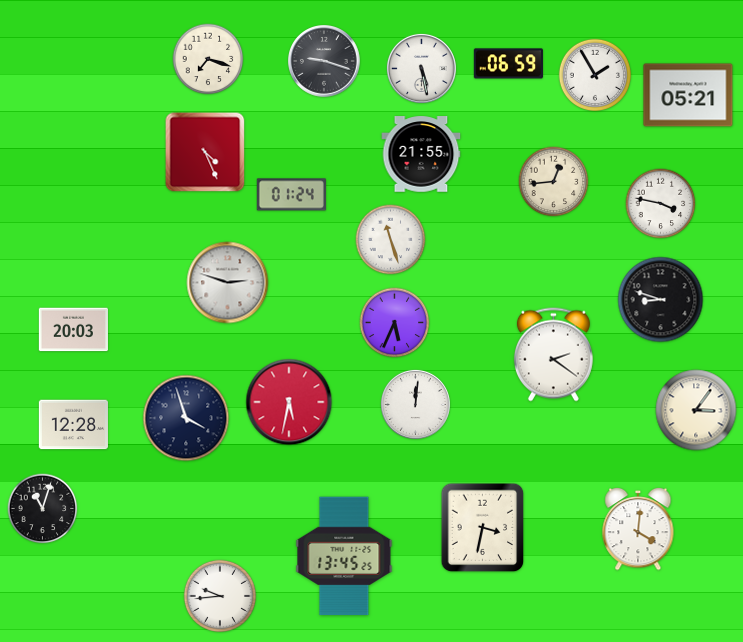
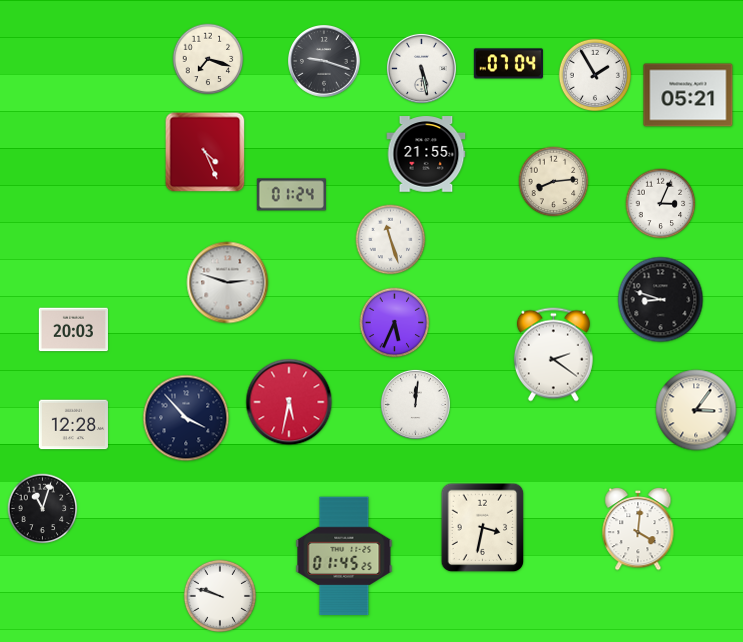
clock at (508, 64): 06:59 -> 07:04
clock at (421, 154) position: (421, 154) -> (426, 154)
clock at (554, 182): 12:44 -> 8:14
clock at (661, 204): 3:47 -> 3:04
clock at (186, 418): 3:57 -> 3:53
clock at (344, 556): 13:45 -> 01:45
clock at (220, 596): 9:44 -> 9:48
